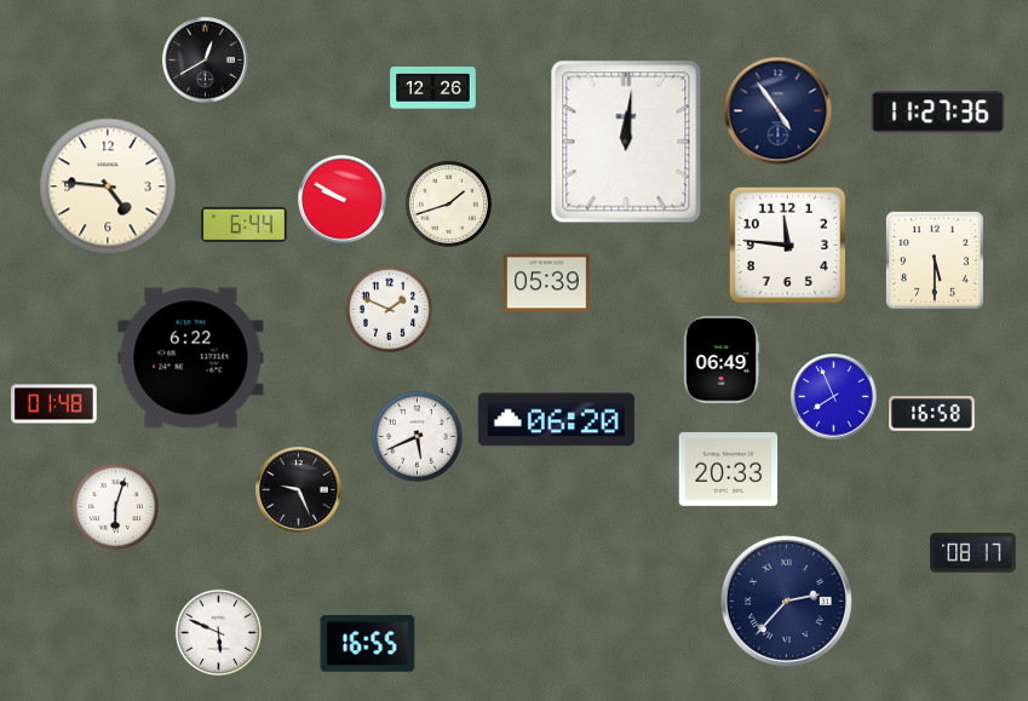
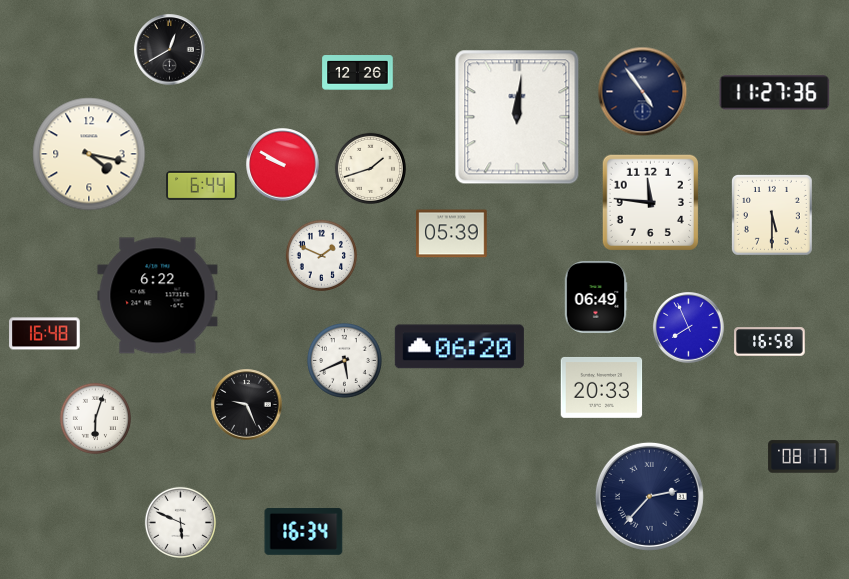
clock at (108, 186): 4:46 -> 4:17
clock at (54, 404): 01:48 -> 16:48
clock at (368, 644): 16:55 -> 16:34
